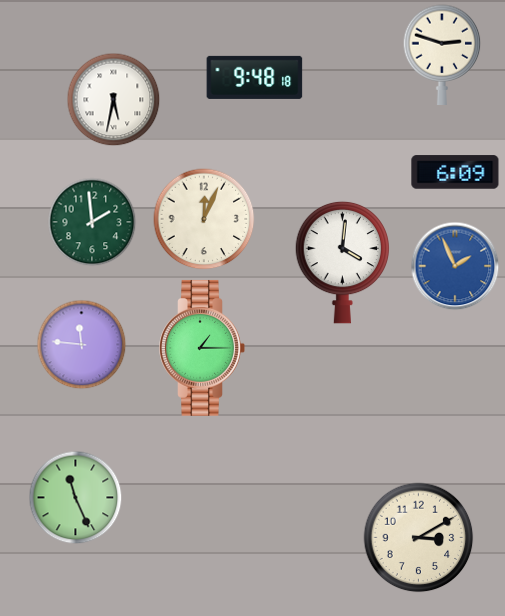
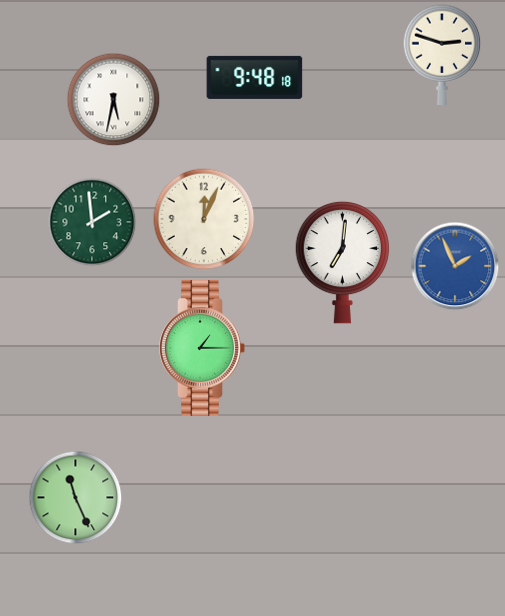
clock at (455, 172): 6:09 -> none
clock at (342, 262): 4:01 -> 7:01
clock at (82, 345): 11:46 -> none
clock at (419, 538): 3:10 -> none
